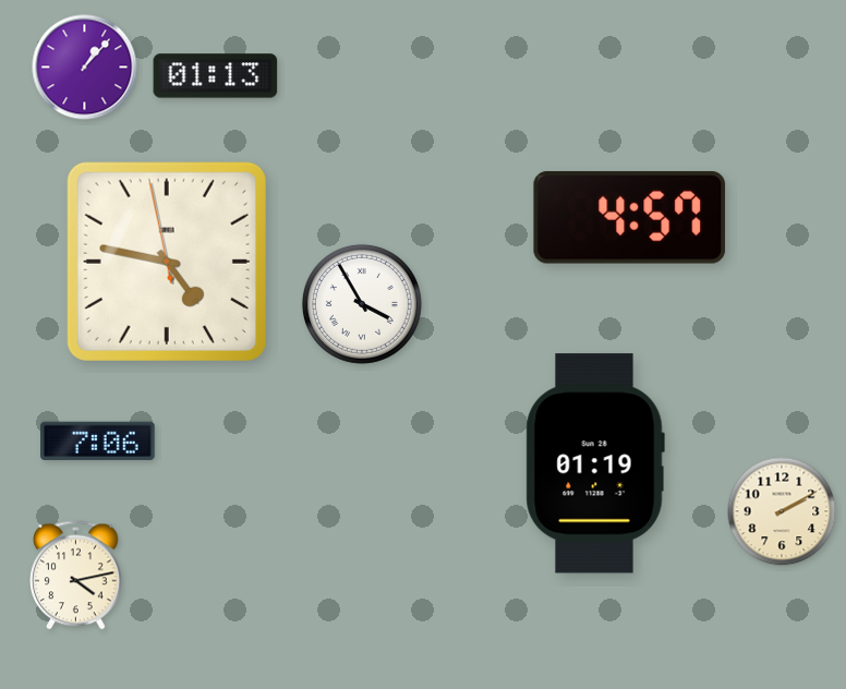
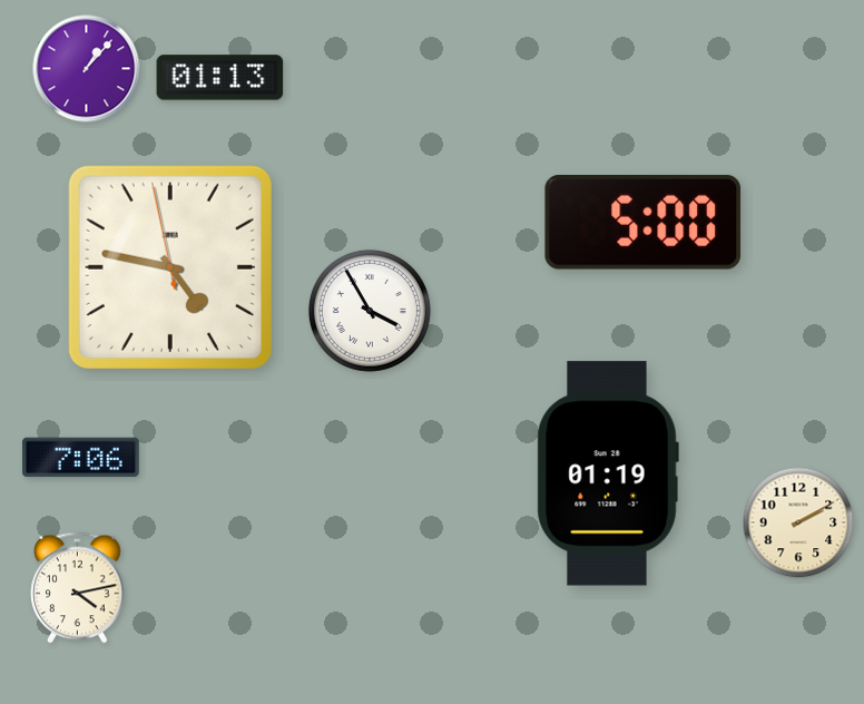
clock at (630, 217): 4:57 -> 5:00
clock at (98, 442) position: (98, 442) -> (81, 458)
